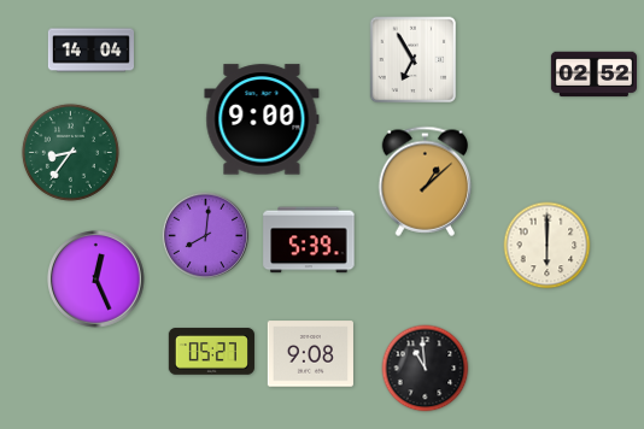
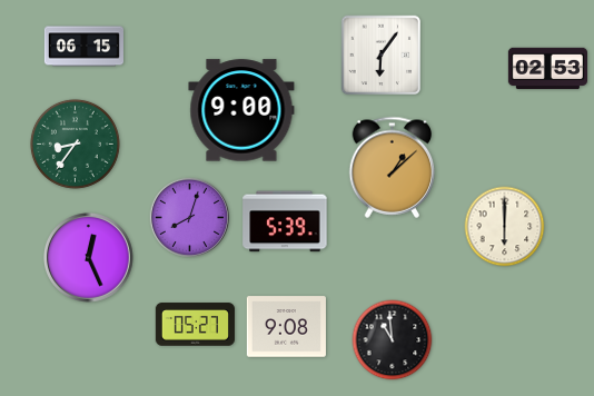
clock at (90, 51): 14:04 -> 06:15
clock at (414, 60): 6:55 -> 6:06
clock at (593, 75): 02:52 -> 02:53
clock at (70, 152) position: (70, 152) -> (75, 143)
clock at (205, 235): 8:01 -> 8:03
